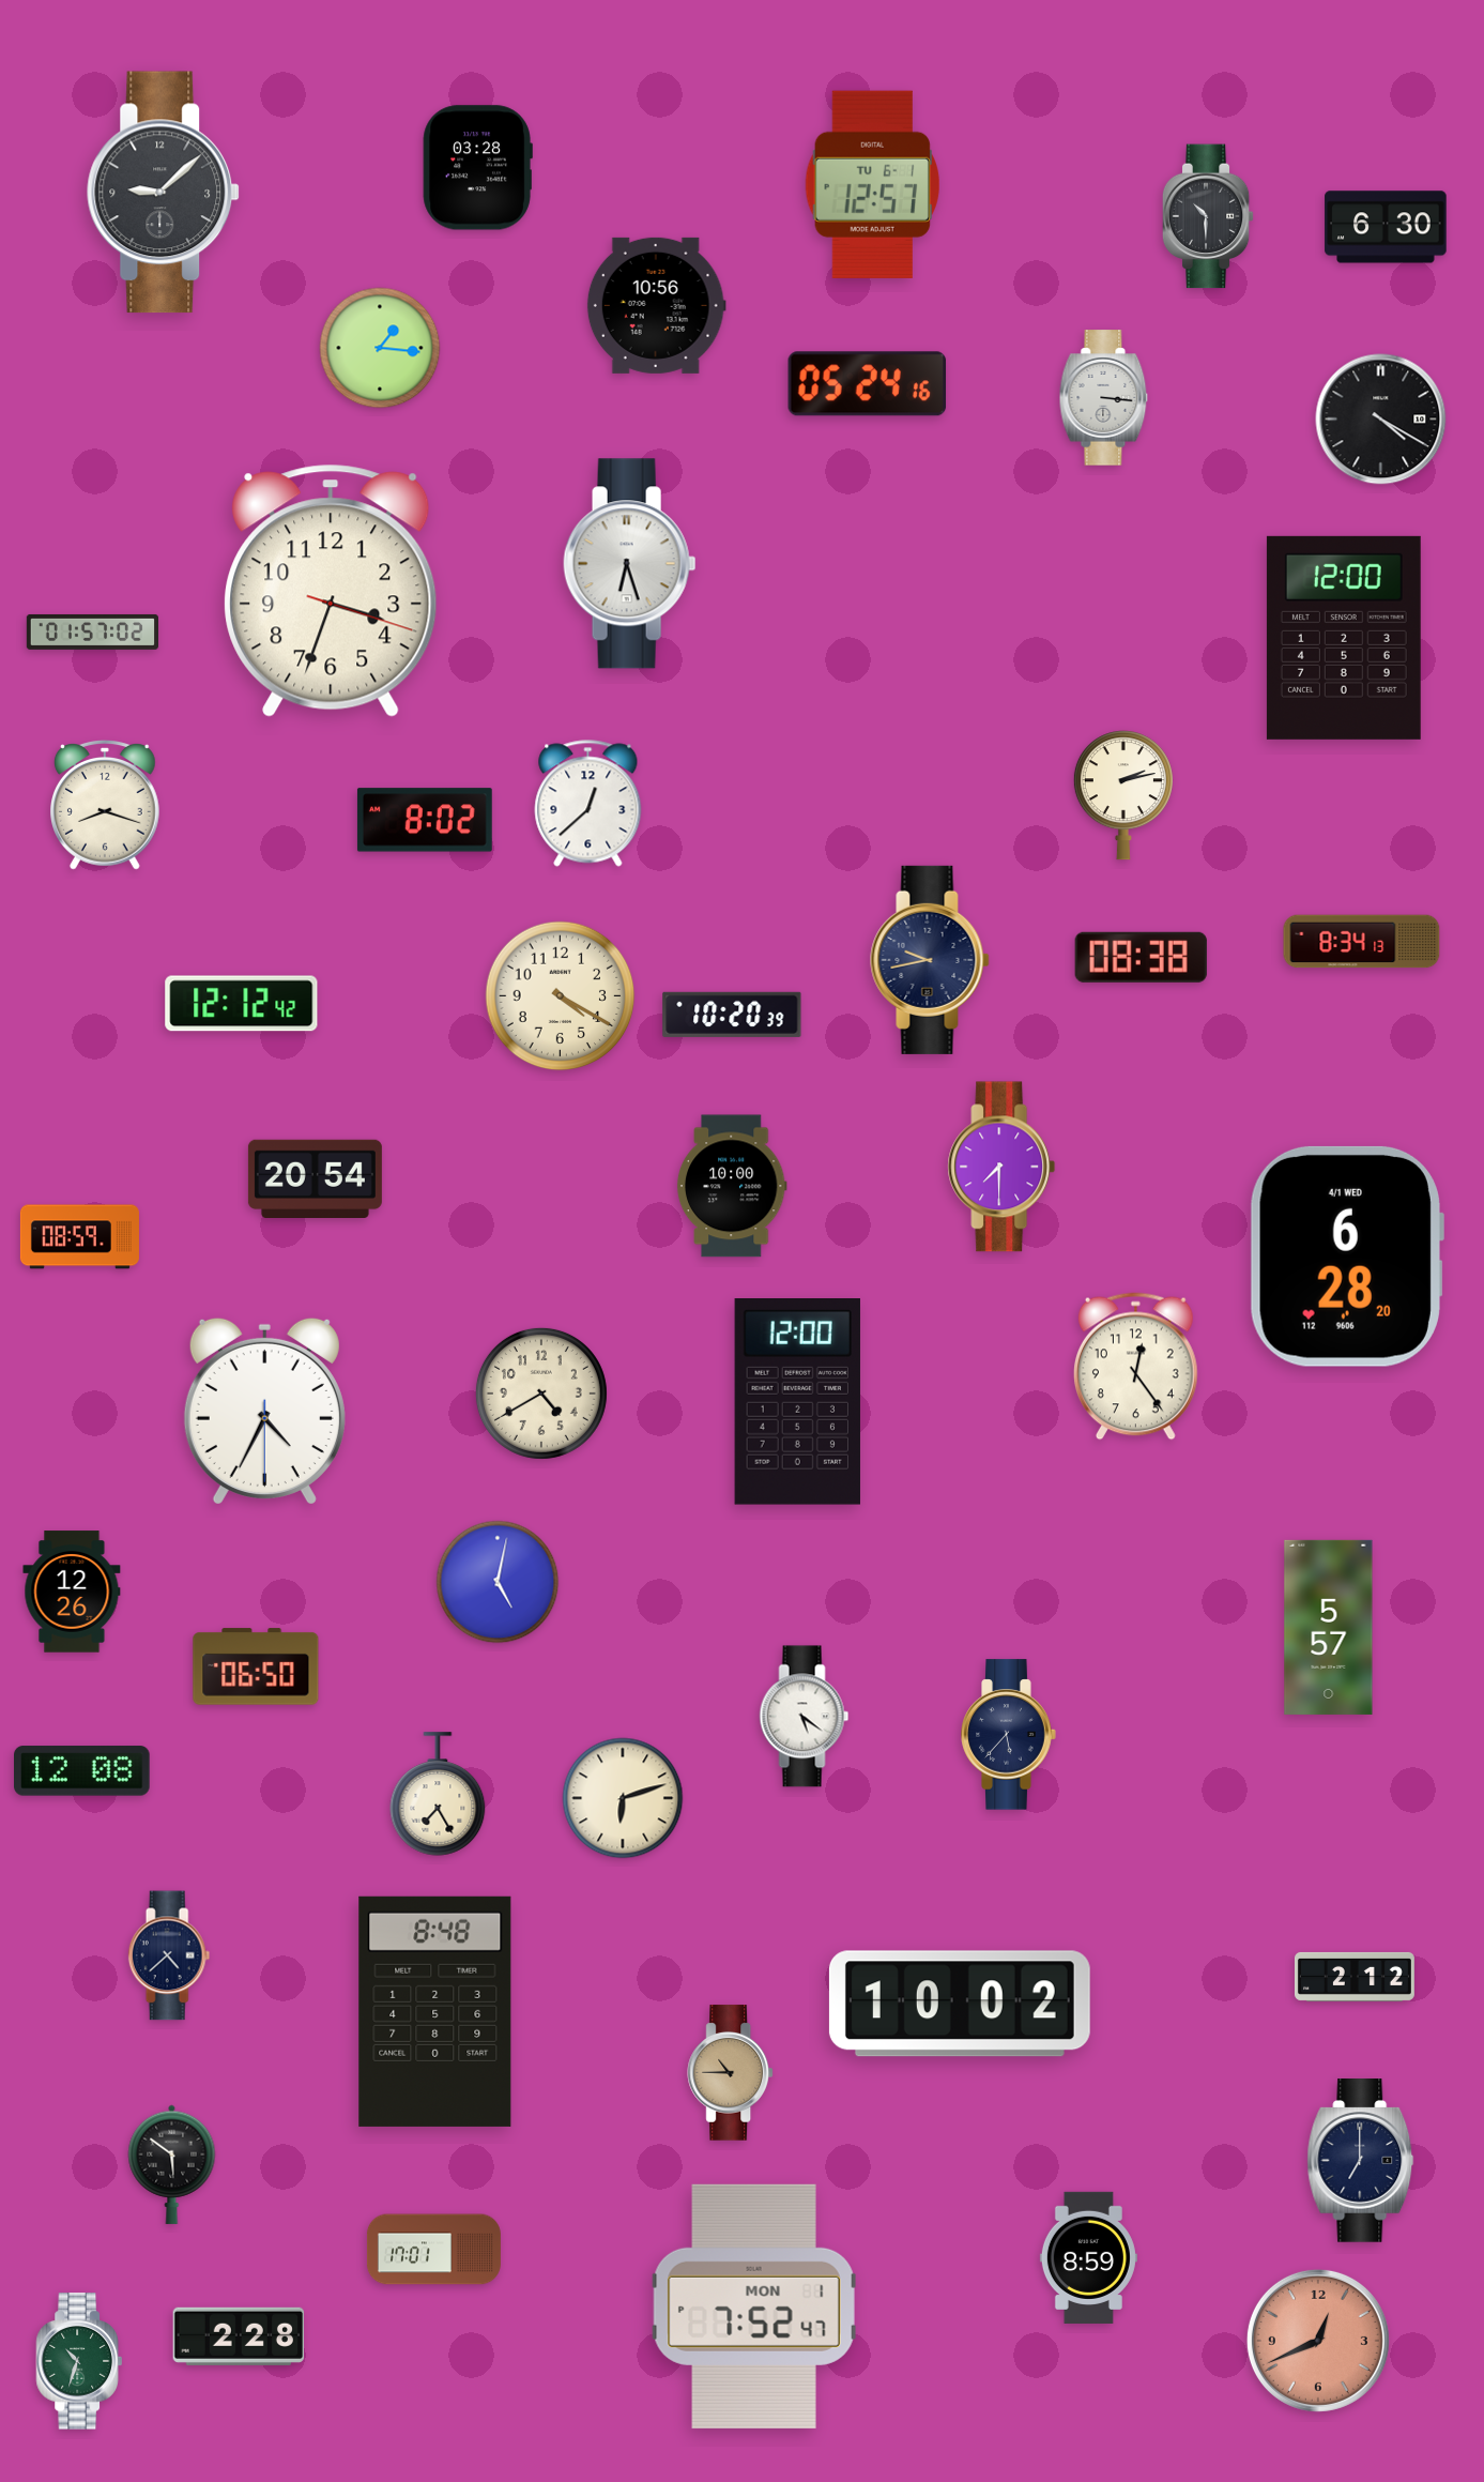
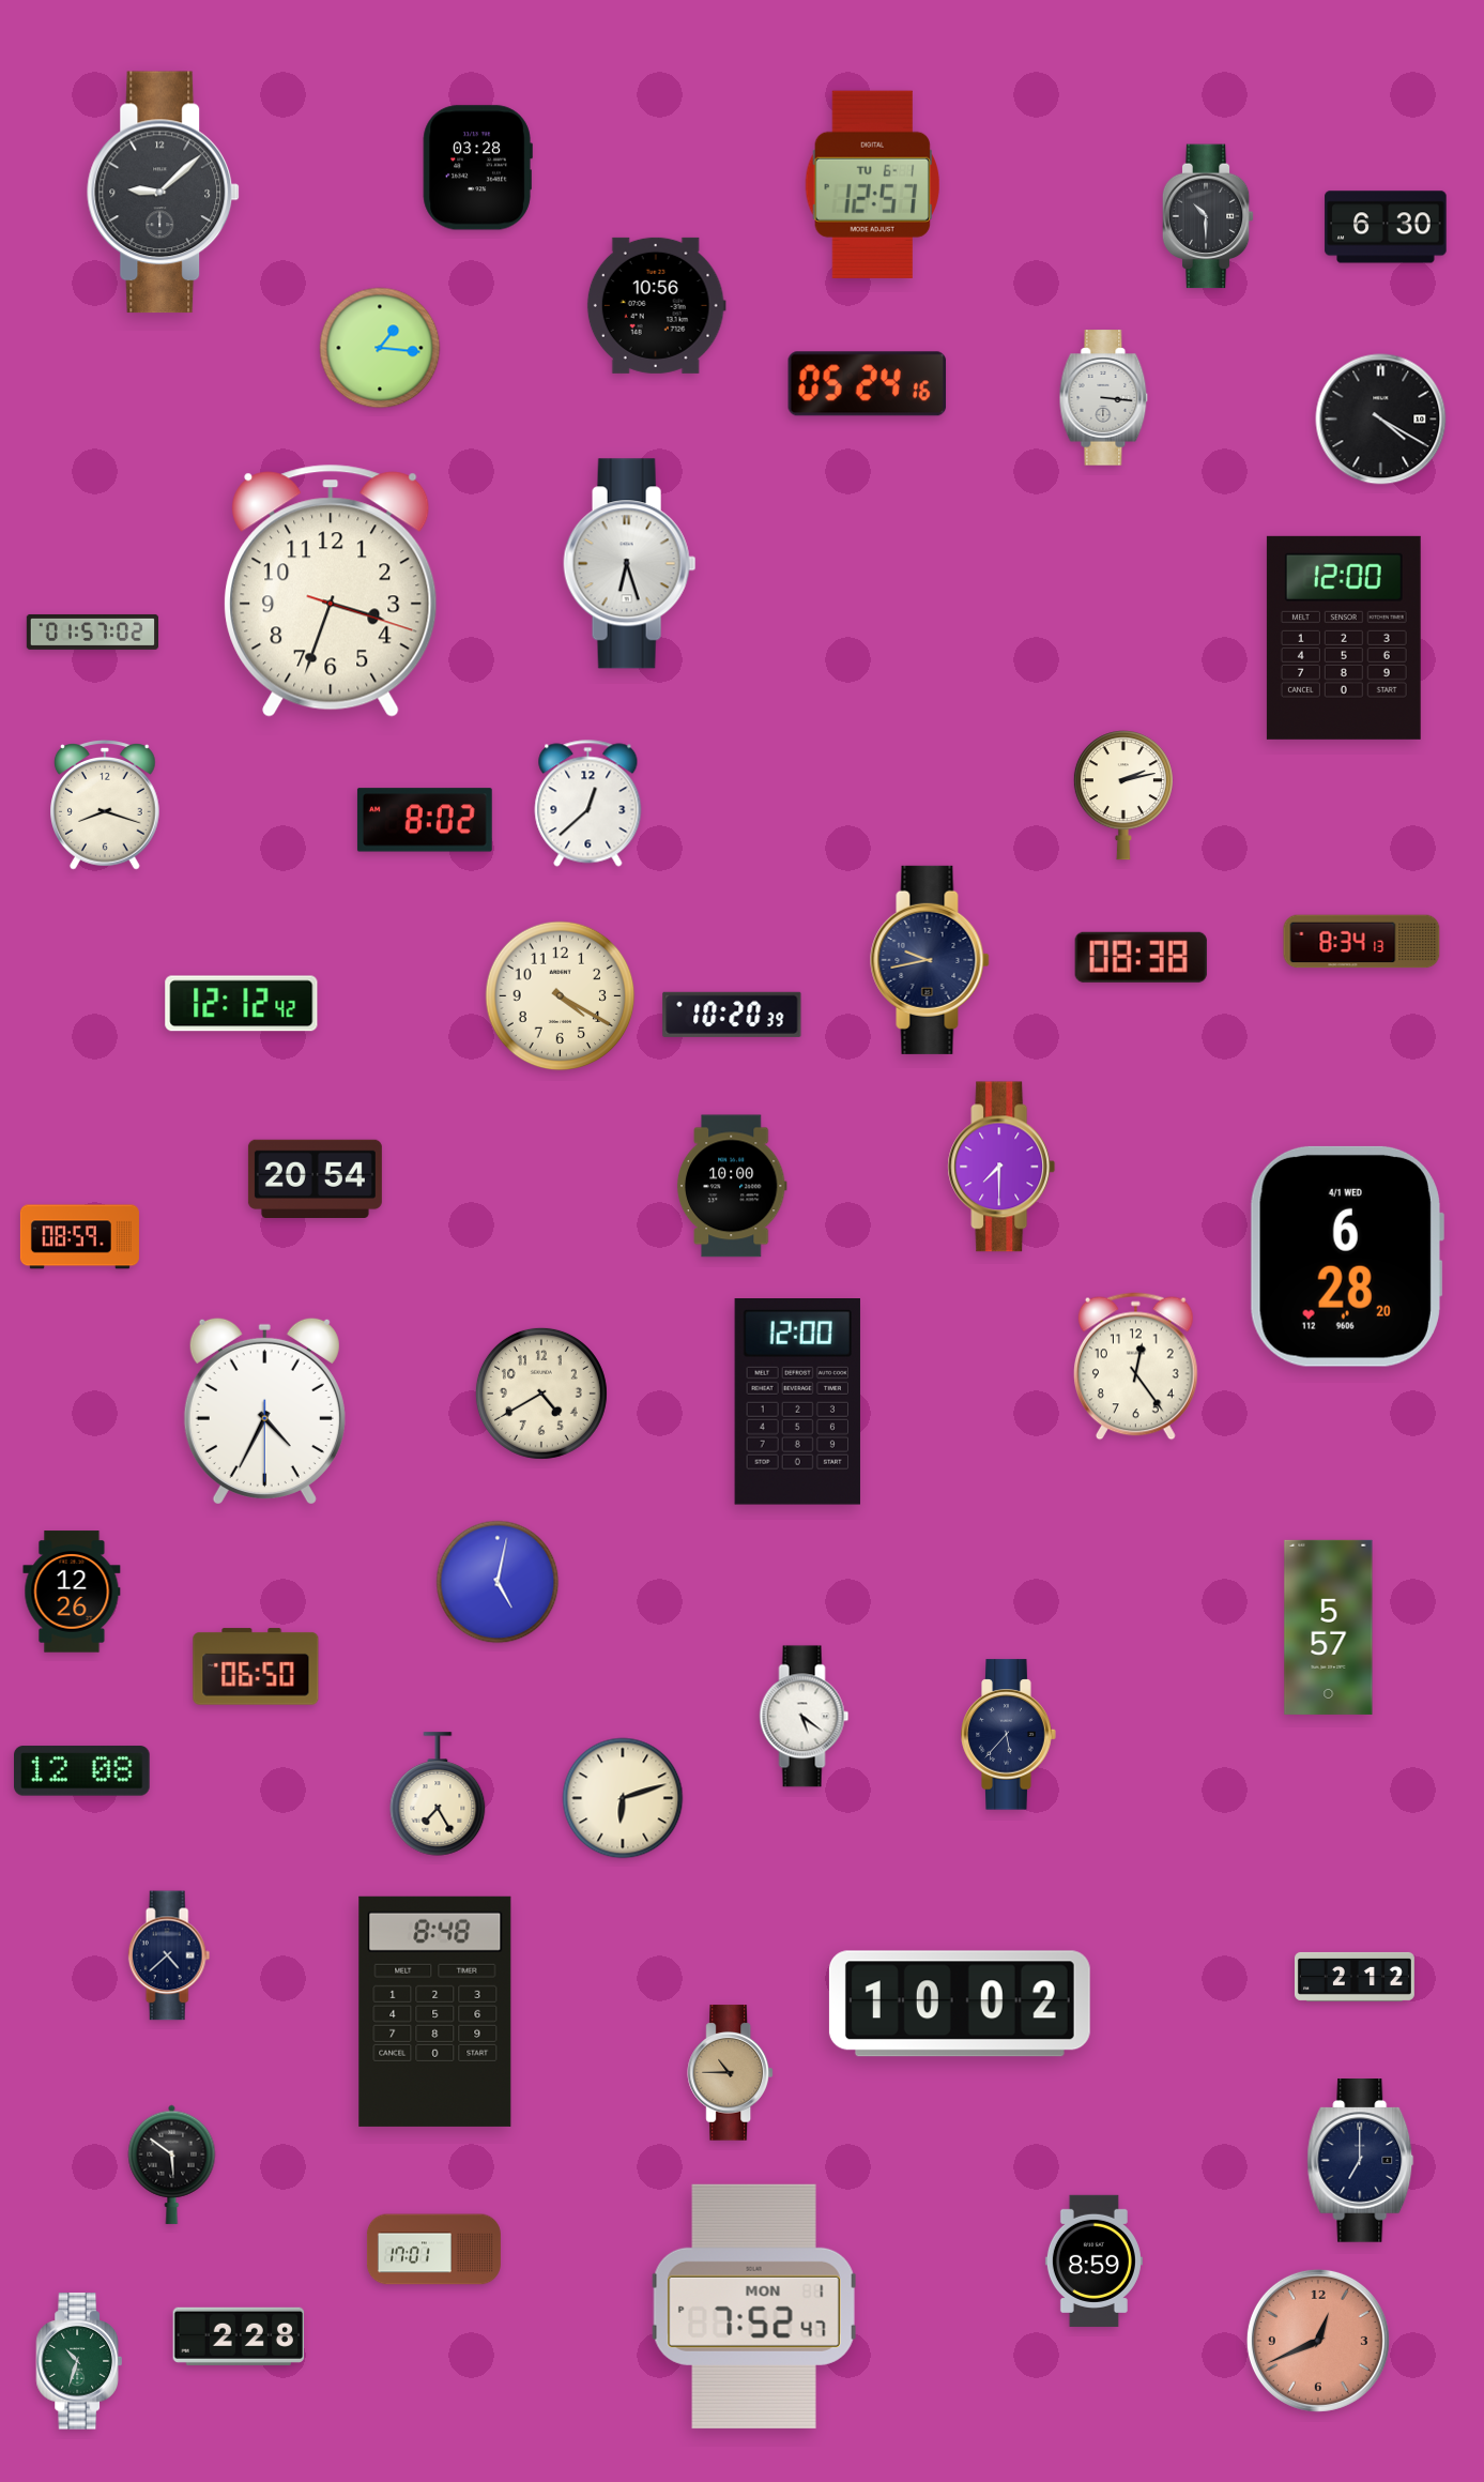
clock at (1088, 2257) position: (1088, 2257) -> (1093, 2260)
